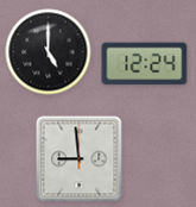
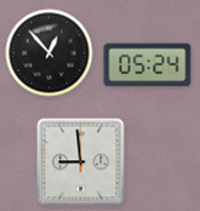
clock at (49, 52): 5:00 -> 12:53
clock at (145, 64): 12:24 -> 05:24
